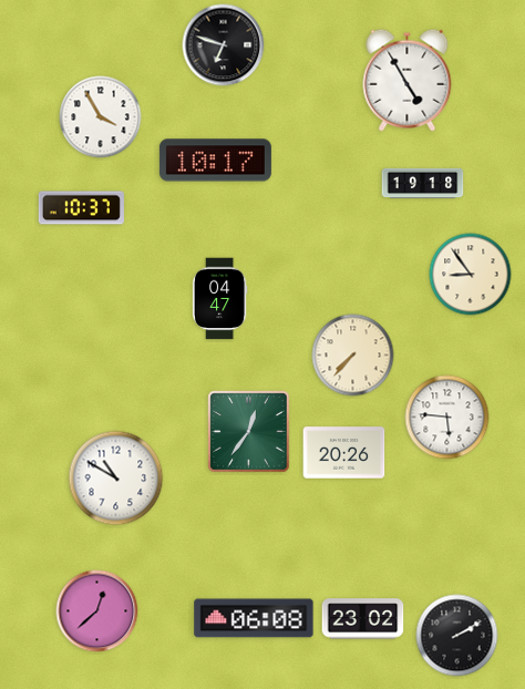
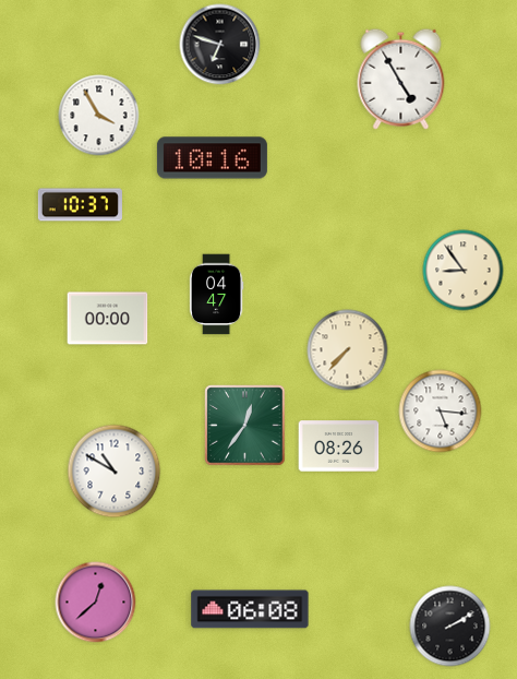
clock at (215, 161): 10:17 -> 10:16
clock at (423, 184): 19:18 -> none
clock at (108, 319): none -> 00:00
clock at (447, 418): 5:46 -> 5:16
clock at (344, 453): 20:26 -> 08:26
clock at (363, 619): 23:02 -> none
